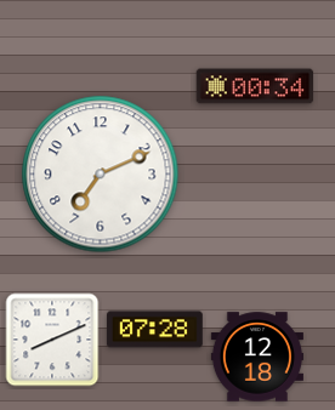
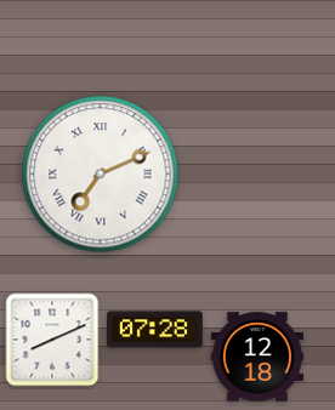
clock at (255, 86): 00:34 -> none
clock at (101, 175) numerals: Arabic -> Roman
